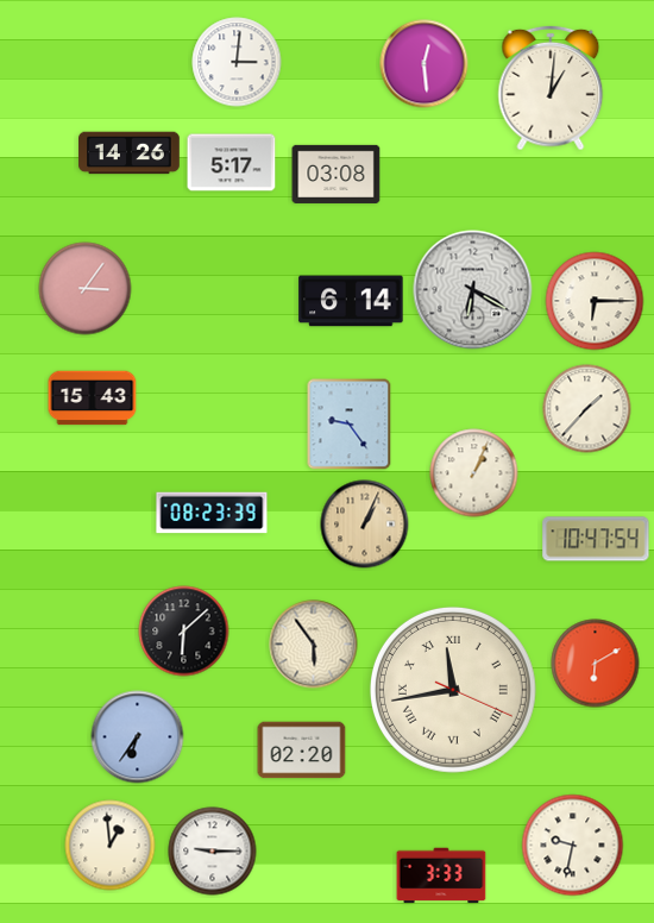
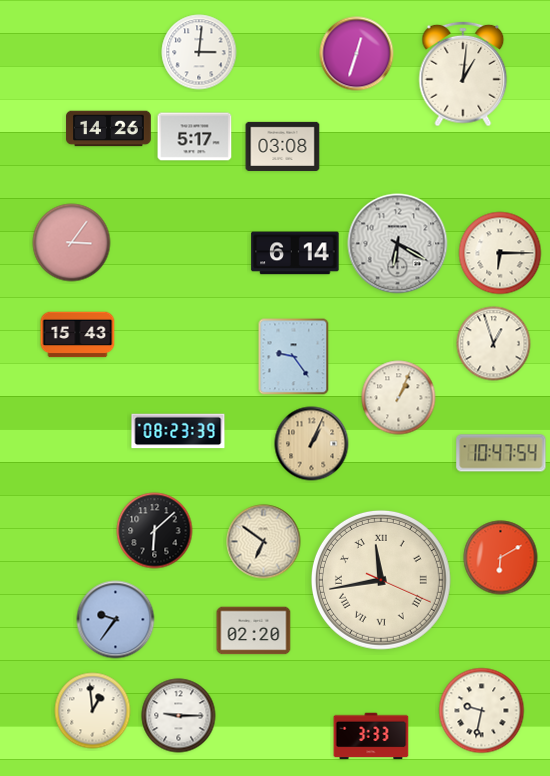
clock at (425, 64): 12:29 -> 12:33
clock at (587, 409): 1:37 -> 12:57
clock at (365, 525) position: (365, 525) -> (312, 444)
clock at (314, 645): 5:54 -> 6:51
clock at (138, 737): 6:36 -> 9:36
